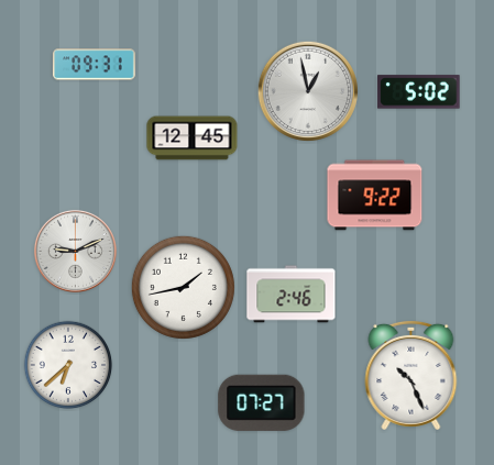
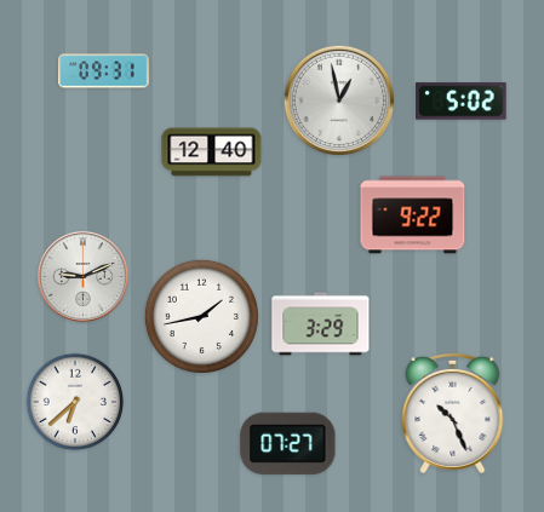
clock at (193, 139): 12:45 -> 12:40
clock at (292, 295): 2:46 -> 3:29
